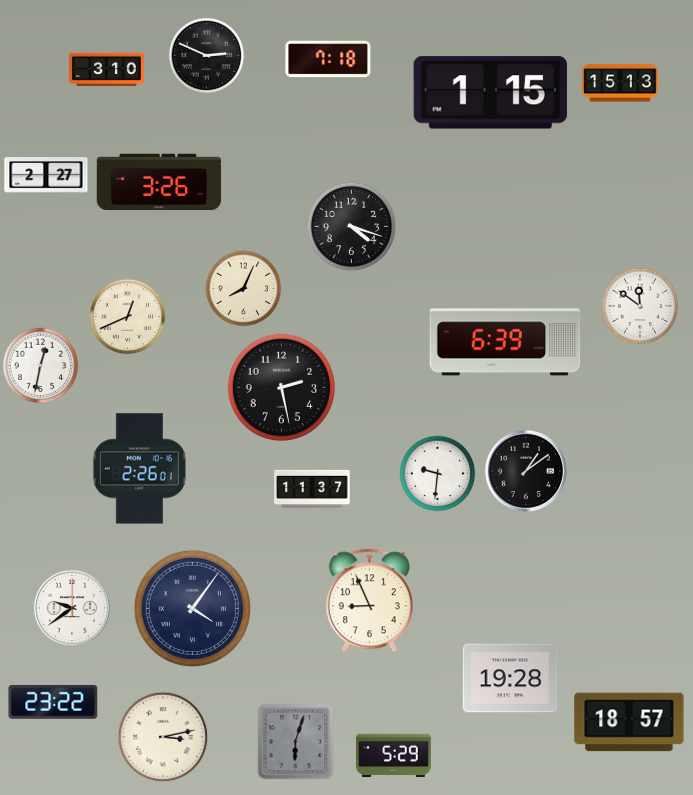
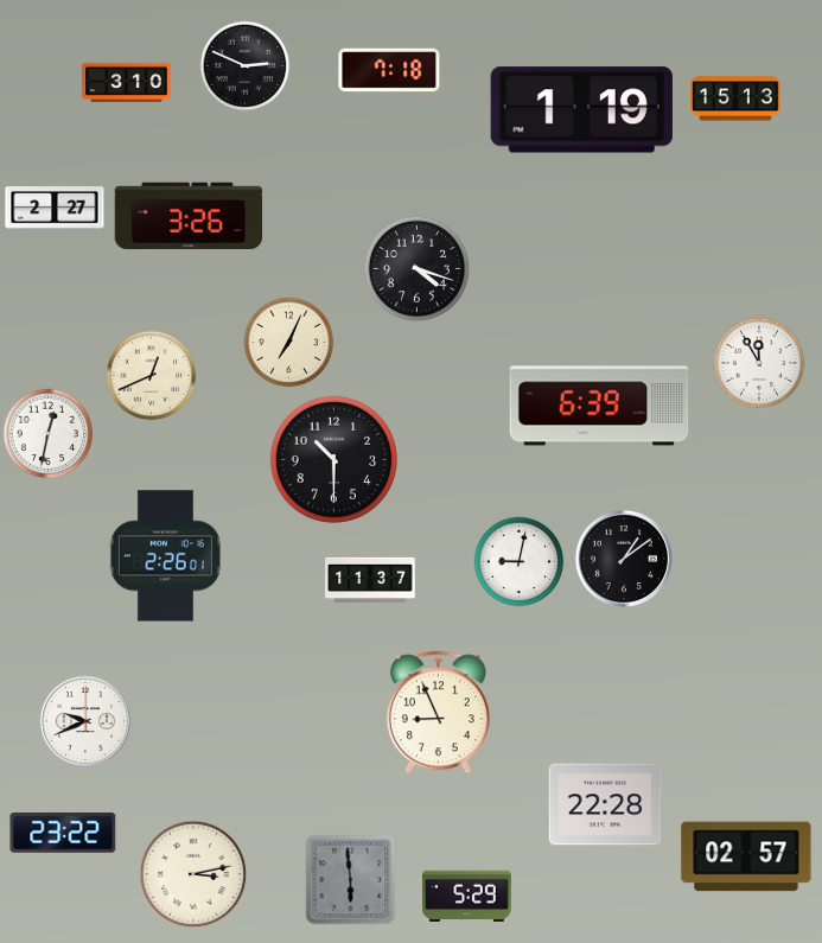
clock at (490, 93): 1:15 -> 1:19
clock at (244, 289): 8:04 -> 7:04
clock at (640, 306): 11:51 -> 11:55
clock at (281, 387): 2:28 -> 10:30
clock at (438, 474): 9:31 -> 9:02
clock at (72, 608): 9:39 -> 9:41
clock at (192, 608): 4:06 -> none
clock at (510, 678): 19:28 -> 22:28
clock at (629, 722): 18:57 -> 02:57
clock at (296, 742): 6:03 -> 5:59
